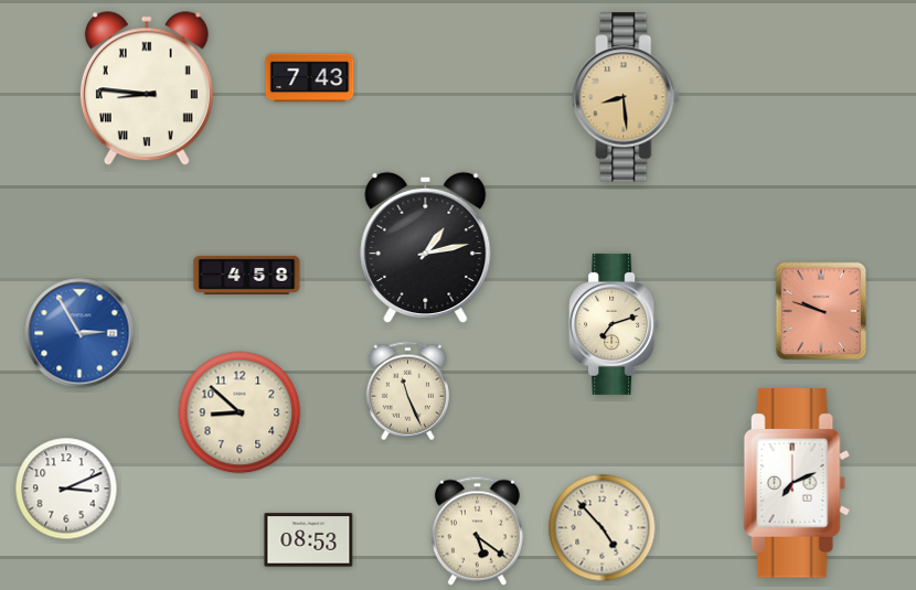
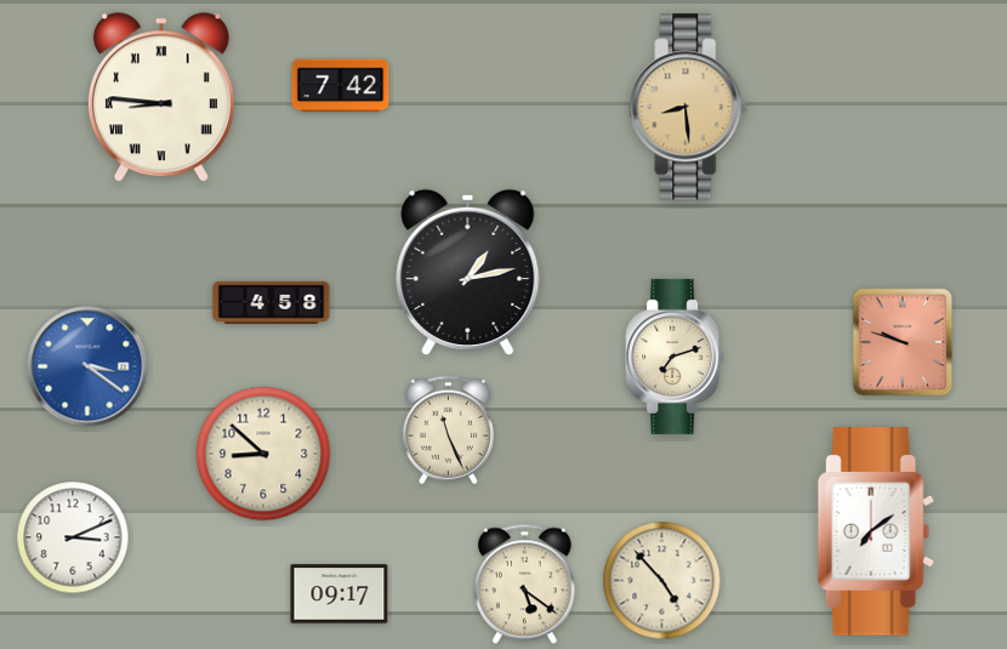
clock at (310, 78): 7:43 -> 7:42
clock at (79, 333): 2:55 -> 3:21
clock at (797, 483): 7:11 -> 7:09
clock at (309, 540): 08:53 -> 09:17
